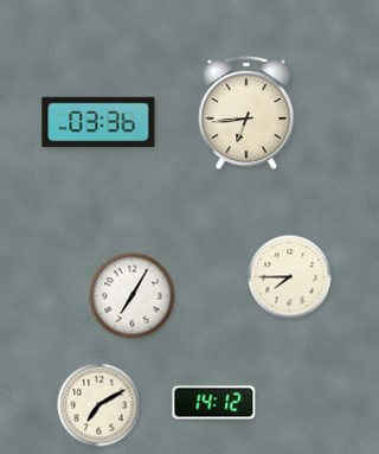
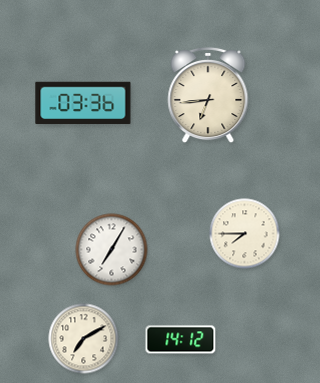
clock at (99, 405) position: (99, 405) -> (84, 339)
